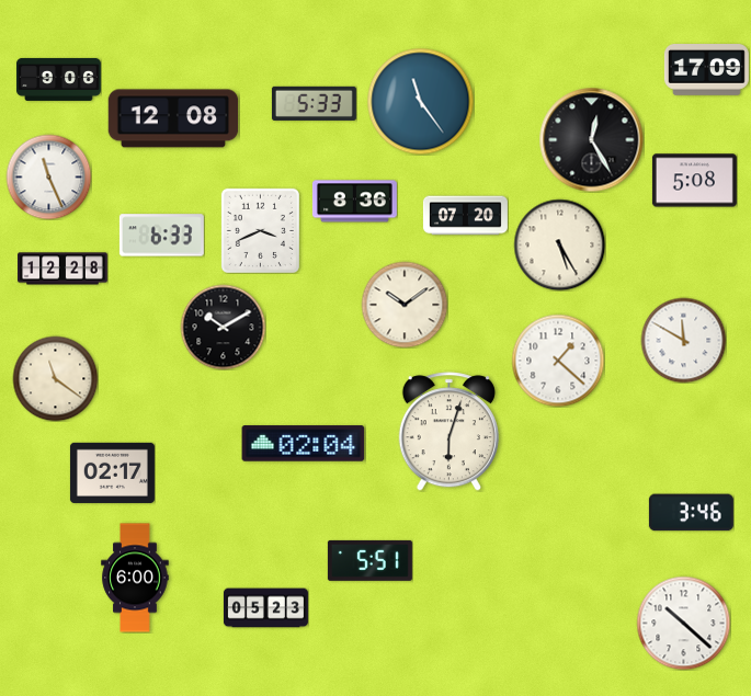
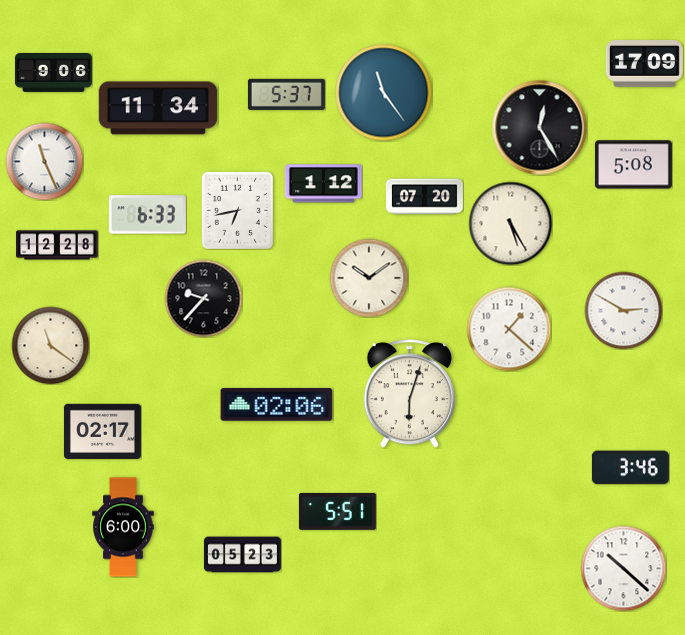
clock at (314, 103): 5:33 -> 5:37
clock at (173, 118): 12:08 -> 11:34
clock at (354, 202): 8:36 -> 1:12
clock at (260, 230): 3:41 -> 6:43
clock at (223, 327): 10:10 -> 9:37
clock at (683, 340): 11:50 -> 2:50
clock at (304, 444): 02:04 -> 02:06
